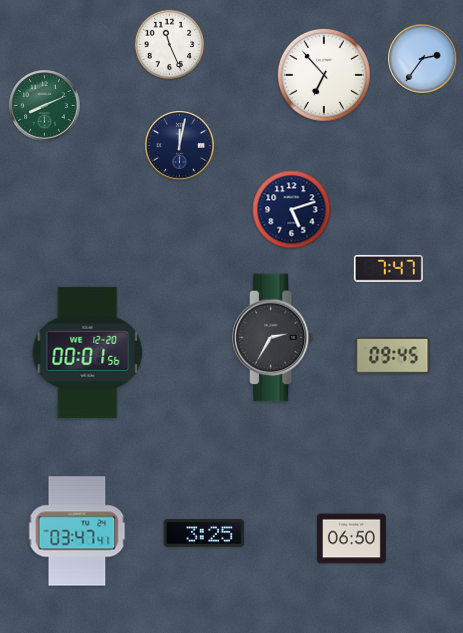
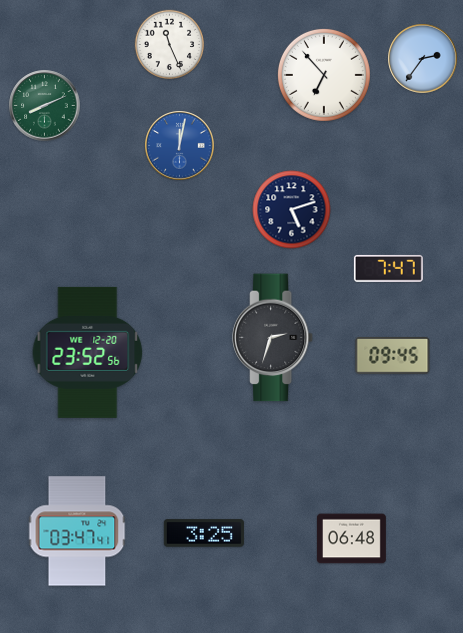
clock at (180, 146) dial: navy -> blue
clock at (273, 338): 2:35 -> 2:33
clock at (88, 352): 00:01 -> 23:52
clock at (351, 539): 06:50 -> 06:48
